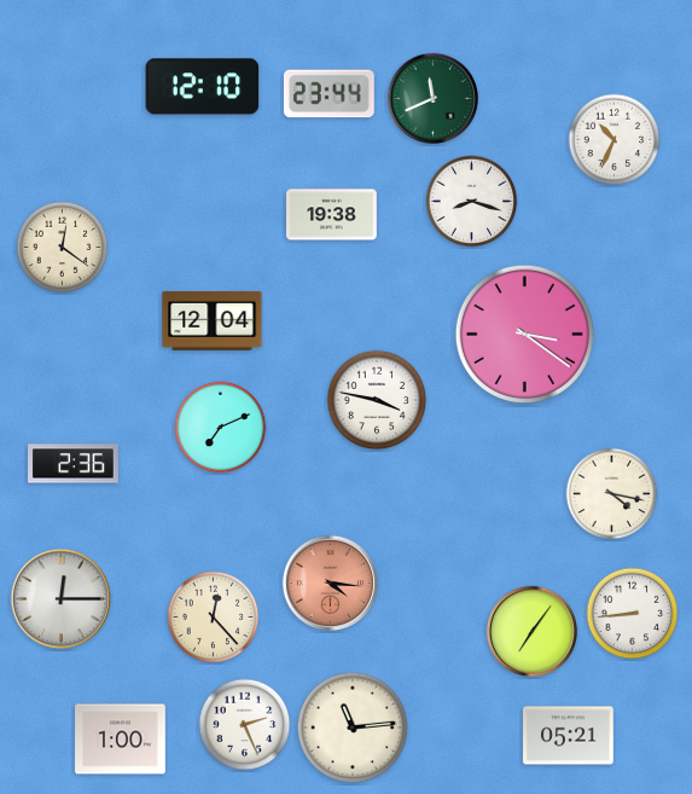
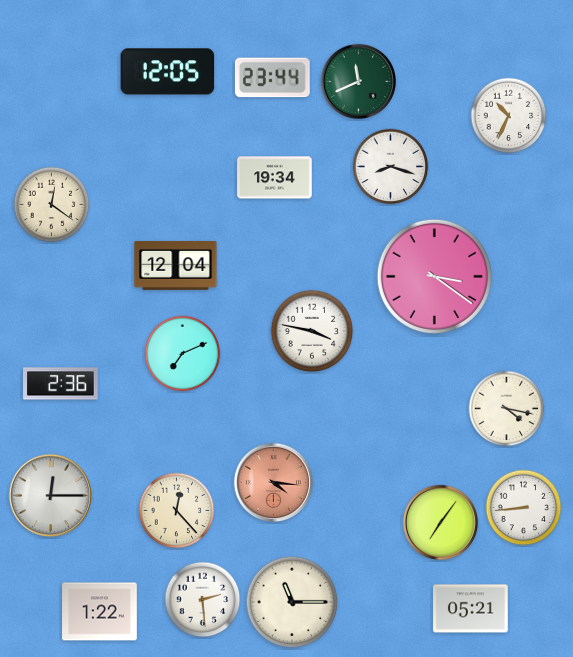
clock at (203, 87): 12:10 -> 12:05
clock at (332, 215): 19:38 -> 19:34
clock at (245, 725): 2:26 -> 2:29
clock at (353, 728): 11:14 -> 11:15
clock at (121, 740): 1:00 -> 1:22
